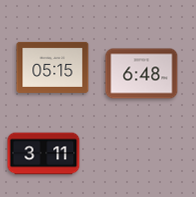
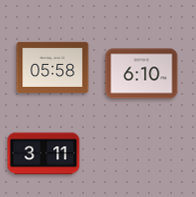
clock at (53, 67): 05:15 -> 05:58
clock at (142, 74): 6:48 -> 6:10
